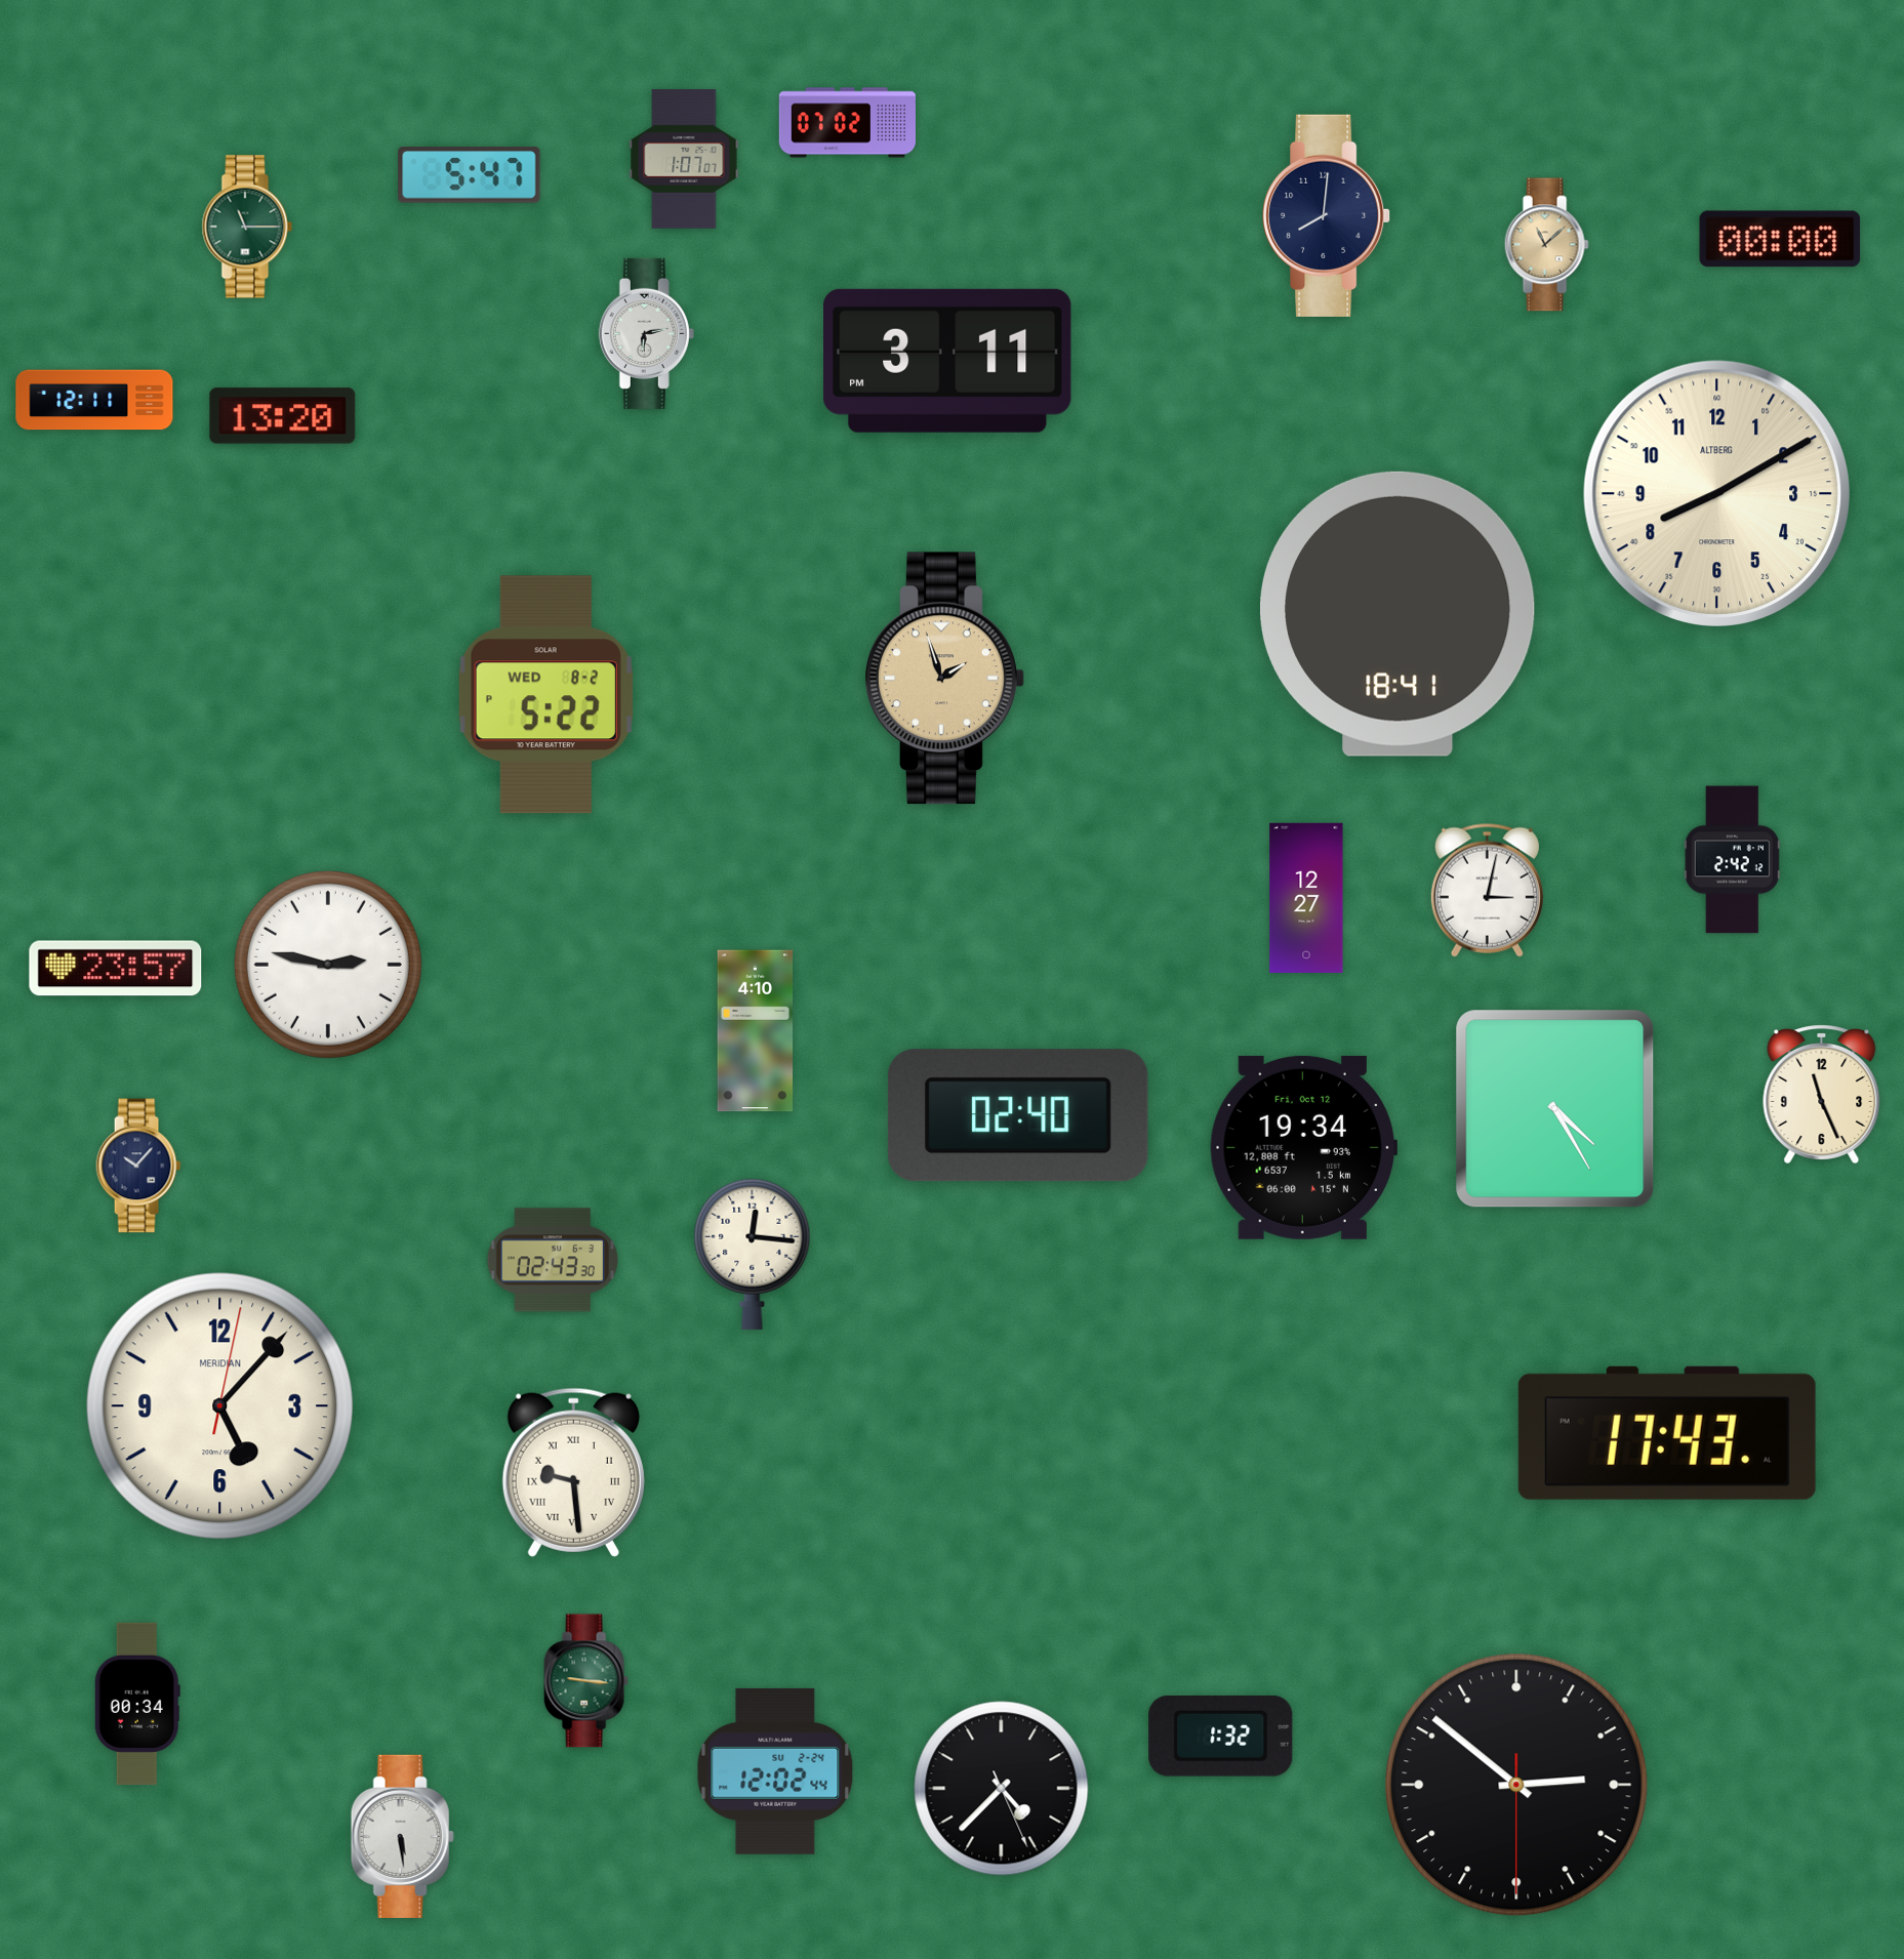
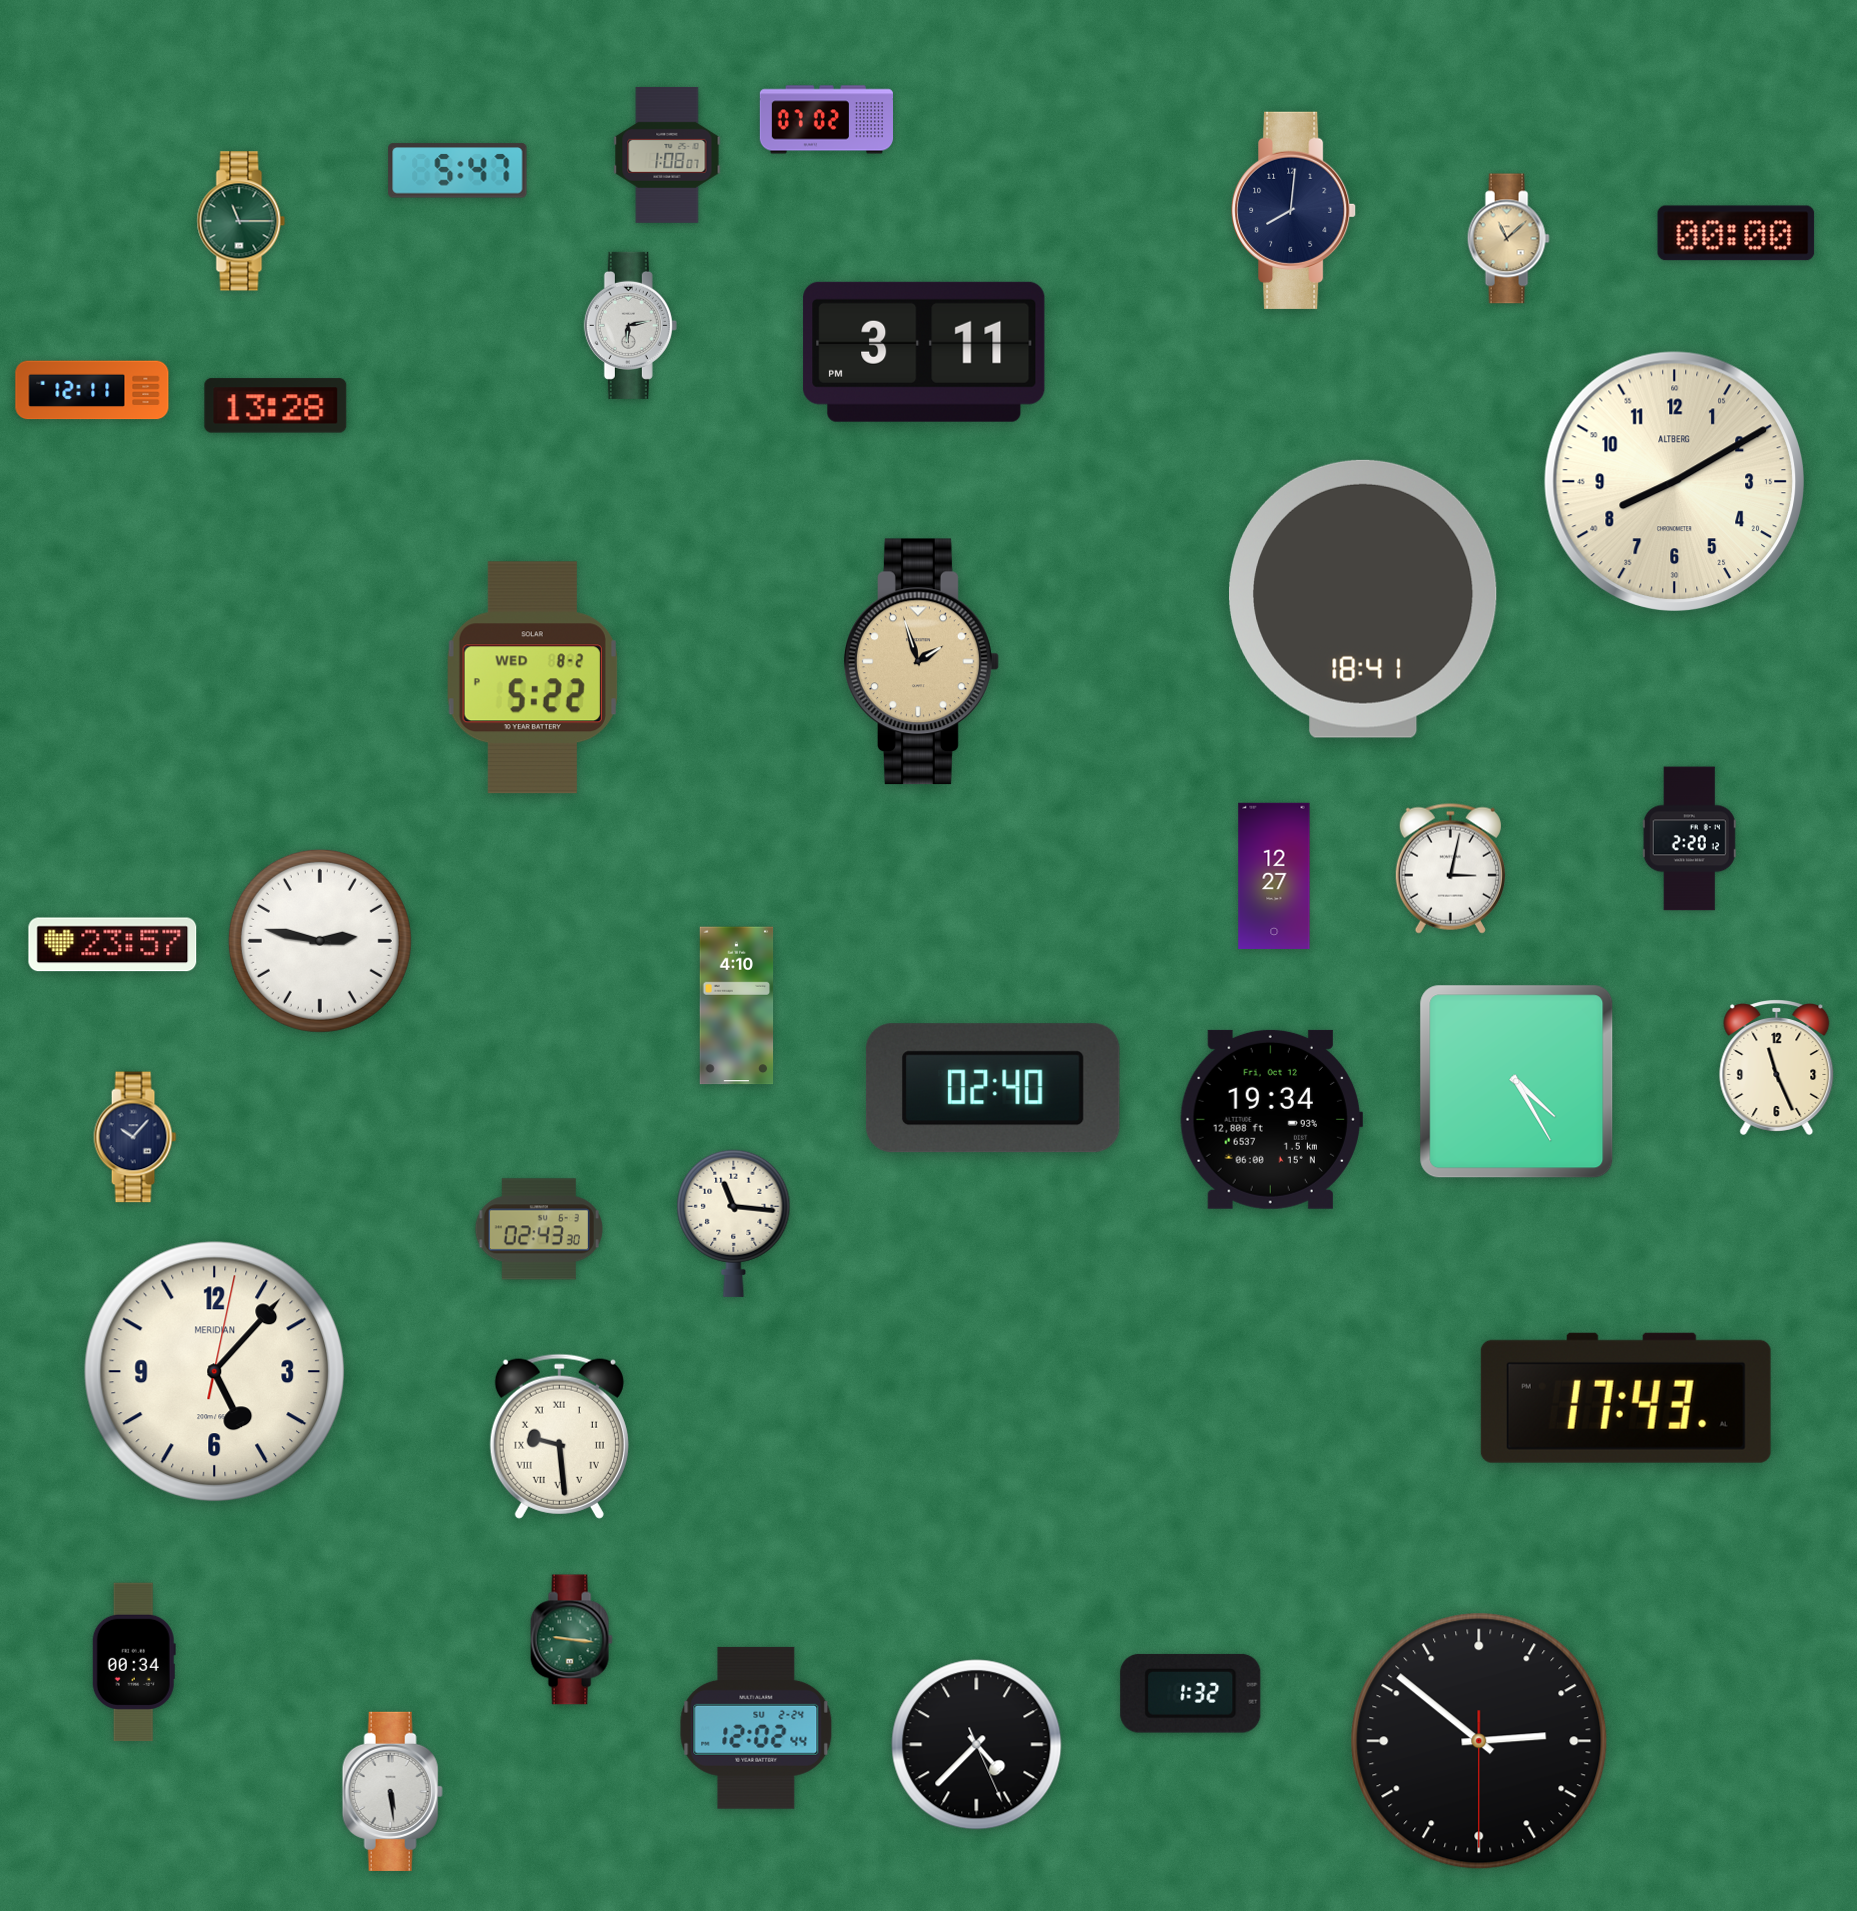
clock at (684, 159): 1:07 -> 1:08
clock at (283, 416): 13:20 -> 13:28
clock at (1732, 860): 2:42 -> 2:20
clock at (753, 1254): 12:16 -> 11:16
